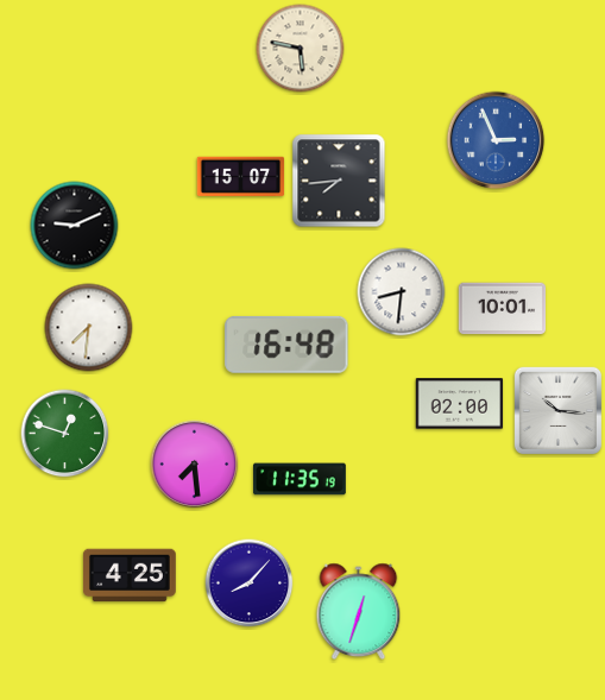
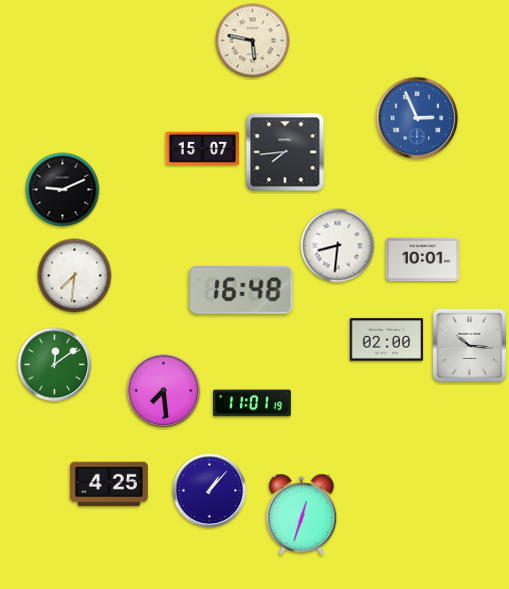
clock at (65, 434): 12:48 -> 12:09
clock at (301, 479): 11:35 -> 11:01
clock at (250, 584): 8:07 -> 1:07
